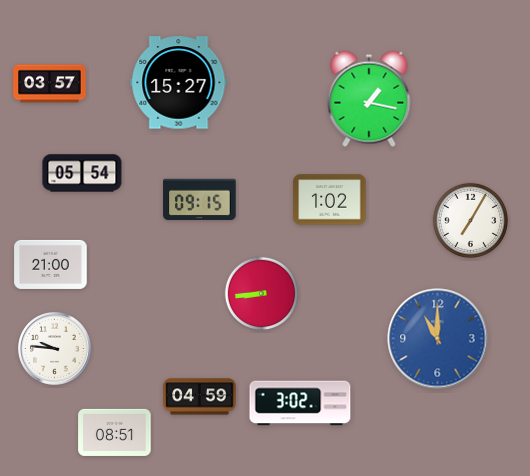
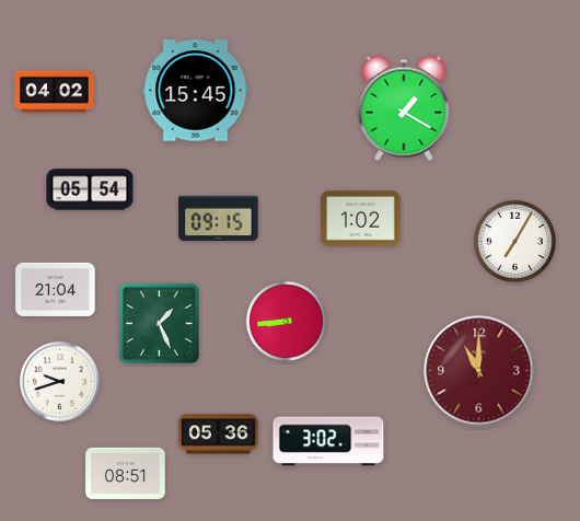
clock at (179, 83): 15:27 -> 15:45
clock at (50, 84): 03:57 -> 04:02
clock at (369, 99): 1:17 -> 1:20
clock at (51, 264): 21:00 -> 21:04
clock at (159, 323): none -> 1:26
clock at (438, 339) dial: blue -> burgundy
clock at (55, 349): 9:46 -> 9:42
clock at (200, 397): 04:59 -> 05:36
